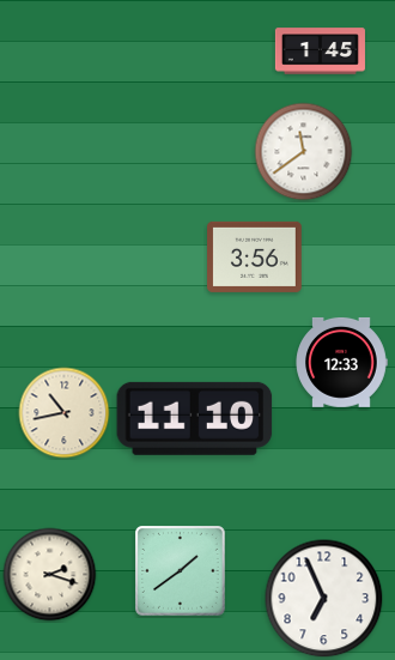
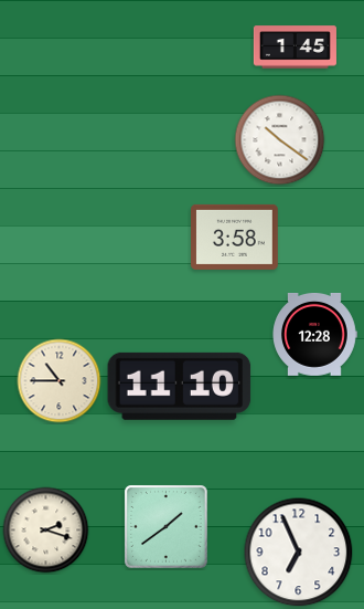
clock at (304, 152): 11:39 -> 10:21
clock at (255, 256): 3:56 -> 3:58
clock at (341, 362): 12:33 -> 12:28
clock at (65, 413): 10:43 -> 10:45
